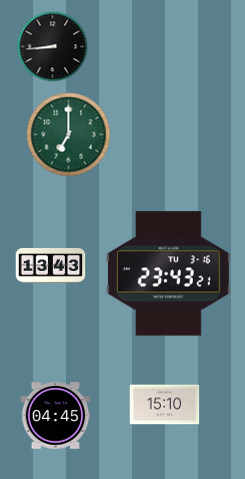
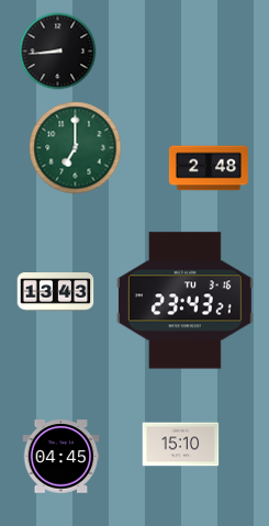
clock at (209, 168): none -> 2:48
